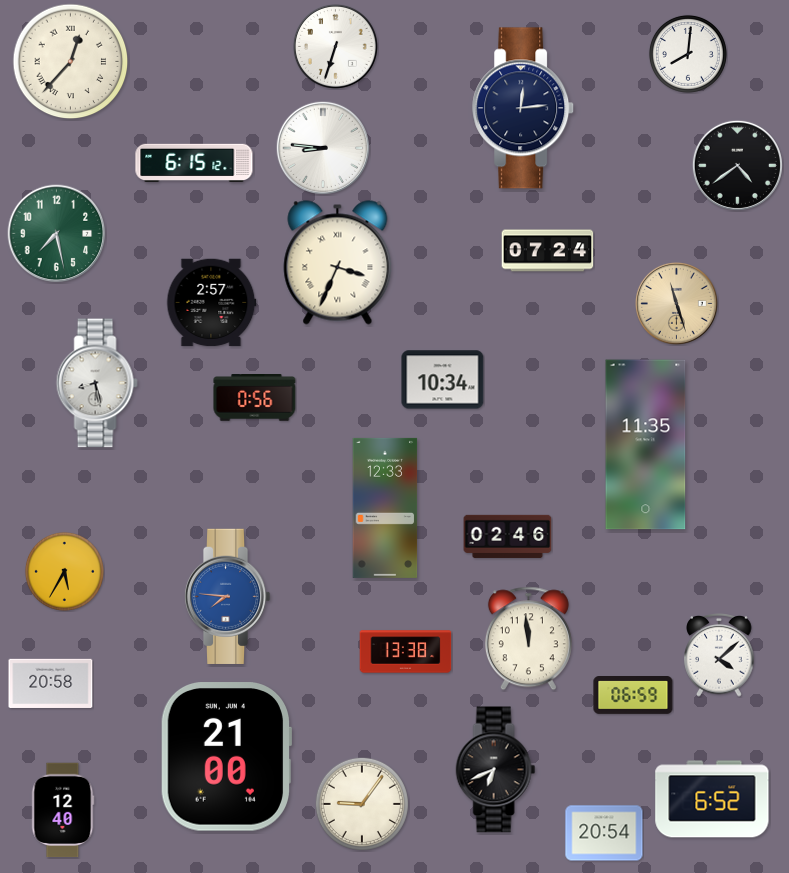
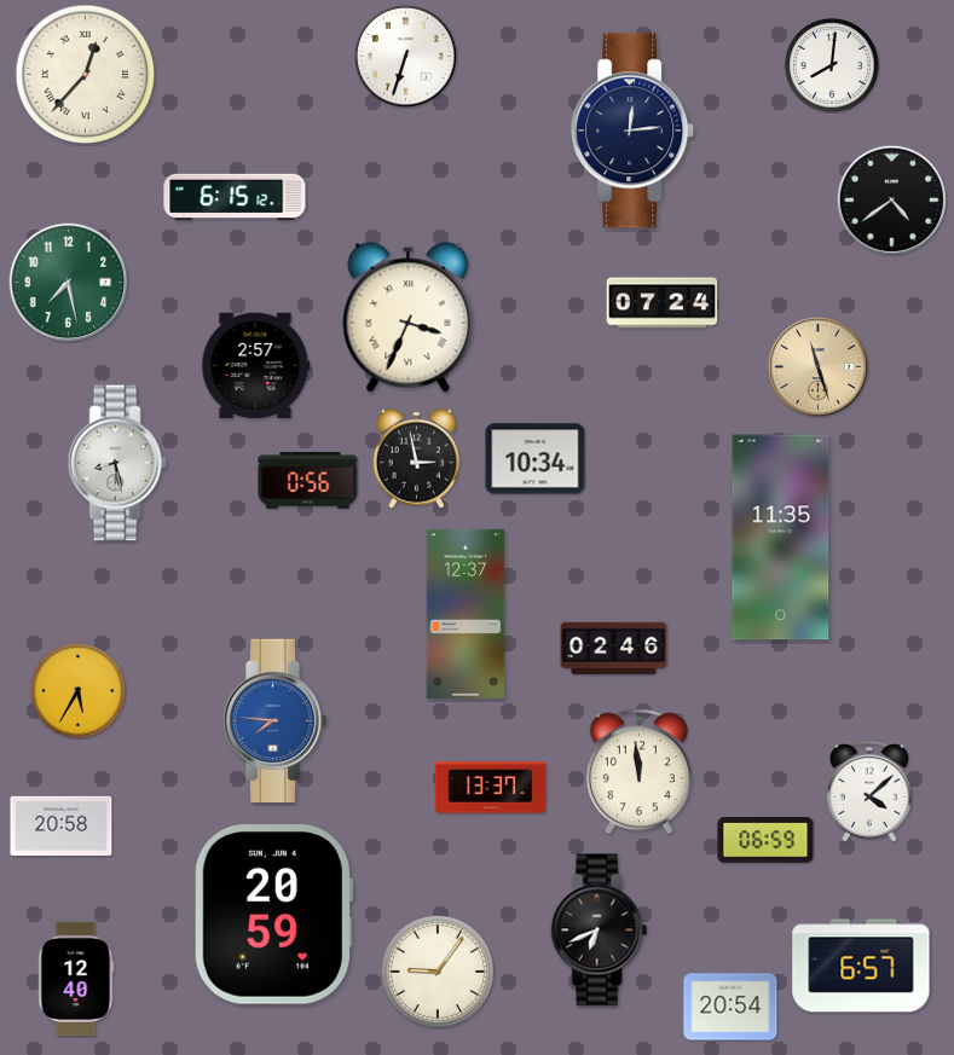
clock at (322, 147): 8:46 -> none
clock at (416, 458): none -> 2:58
clock at (385, 508): 12:33 -> 12:37
clock at (406, 652): 13:38 -> 13:37
clock at (225, 757): 21:00 -> 20:59
clock at (712, 799): 6:52 -> 6:57
